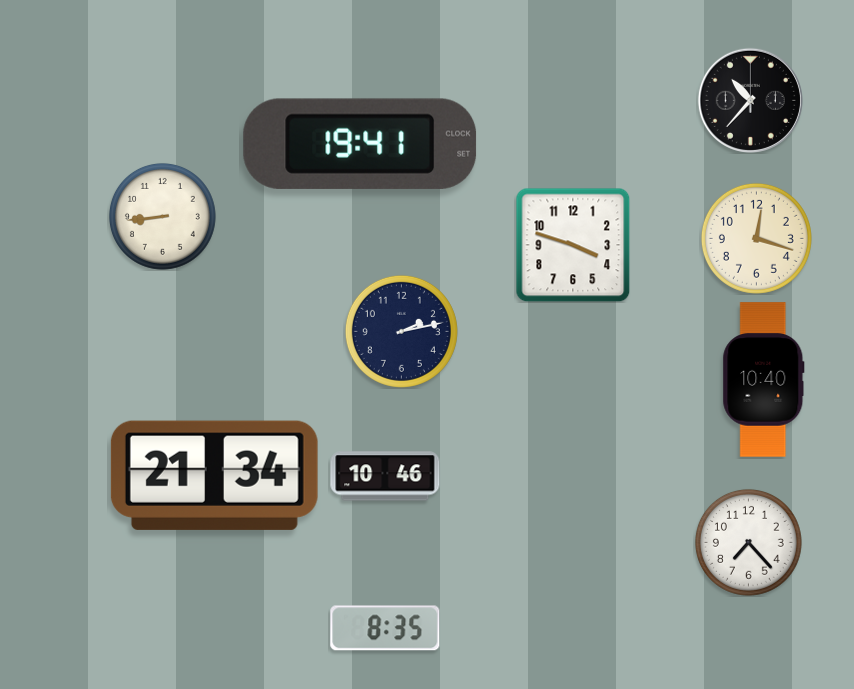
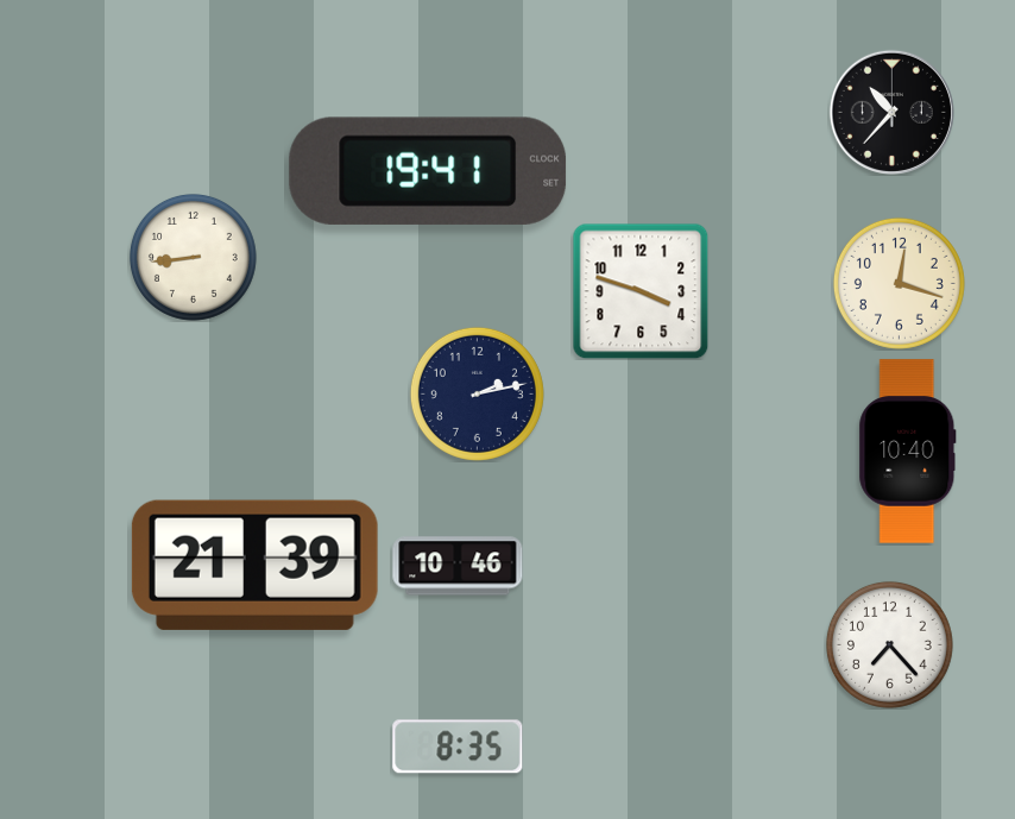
clock at (750, 100) position: (750, 100) -> (891, 112)
clock at (573, 245) position: (573, 245) -> (641, 291)
clock at (214, 475): 21:34 -> 21:39
